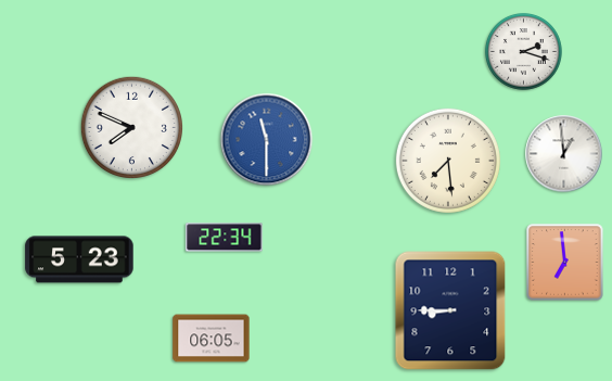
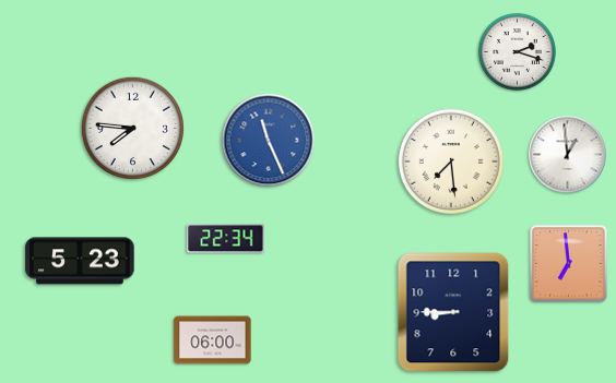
clock at (523, 51) position: (523, 51) -> (517, 51)
clock at (131, 127): 7:49 -> 7:46
clock at (267, 140): 11:30 -> 11:26
clock at (212, 339): 06:05 -> 06:00
